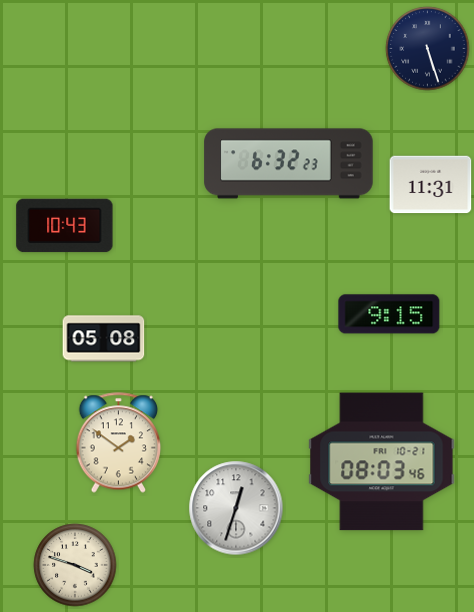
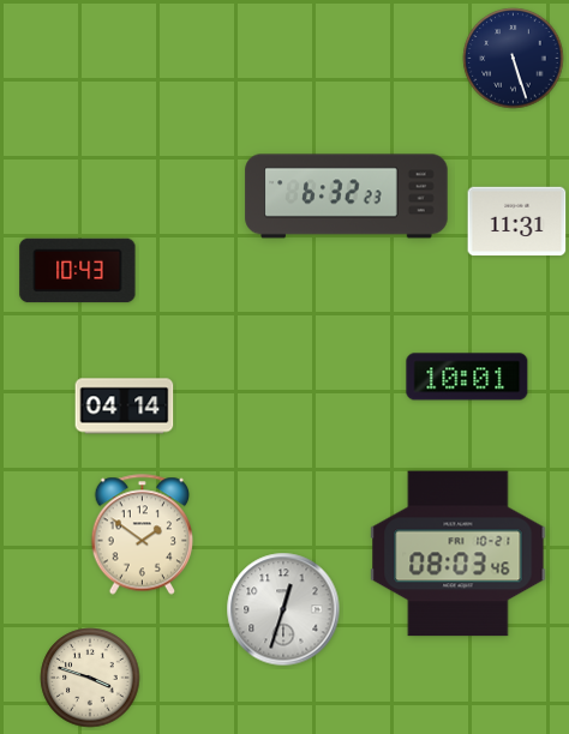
clock at (389, 314): 9:15 -> 10:01
clock at (104, 339): 05:08 -> 04:14
clock at (119, 443) position: (119, 443) -> (143, 535)
